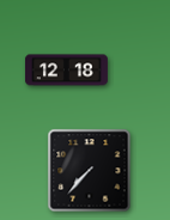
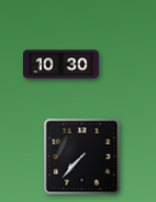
clock at (66, 71): 12:18 -> 10:30
